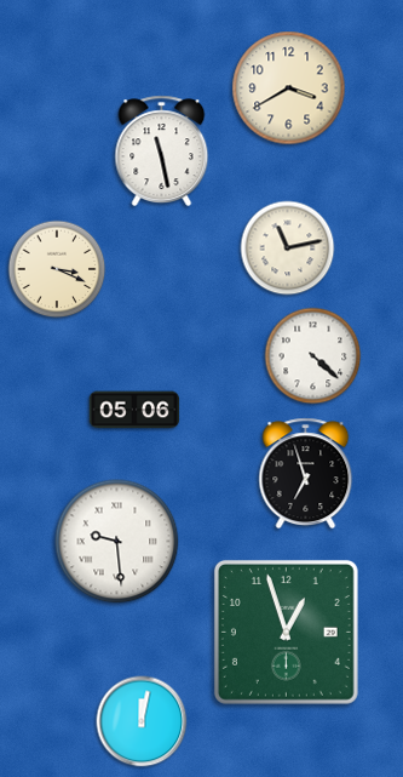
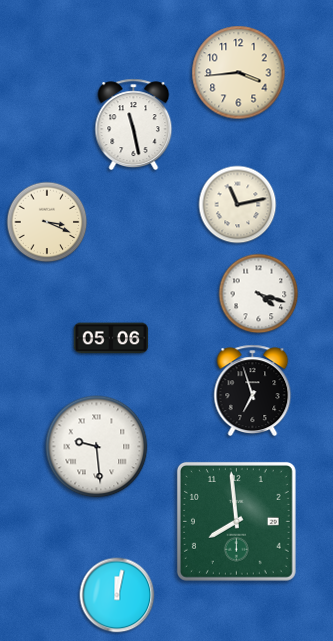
clock at (289, 88): 3:40 -> 3:44
clock at (313, 356): 4:22 -> 4:18
clock at (286, 632): 12:57 -> 7:59
